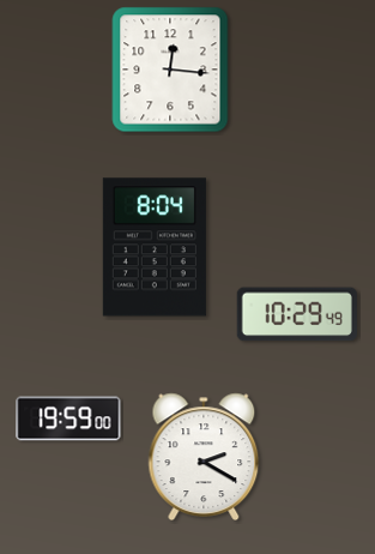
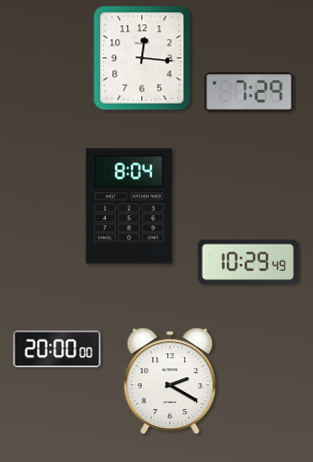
clock at (249, 92): none -> 7:29
clock at (68, 418): 19:59 -> 20:00
